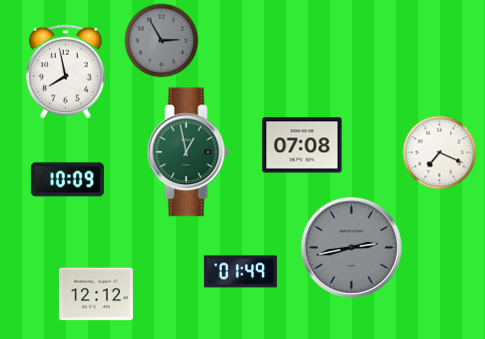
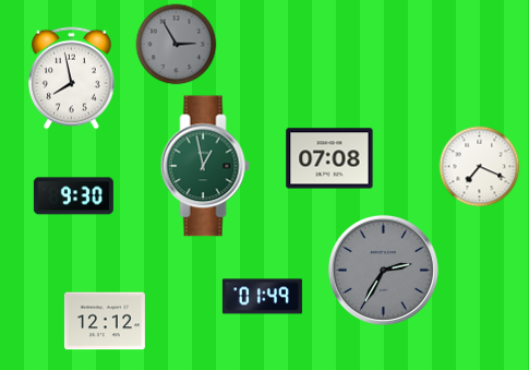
clock at (67, 180): 10:09 -> 9:30
clock at (351, 247): 2:43 -> 2:35
